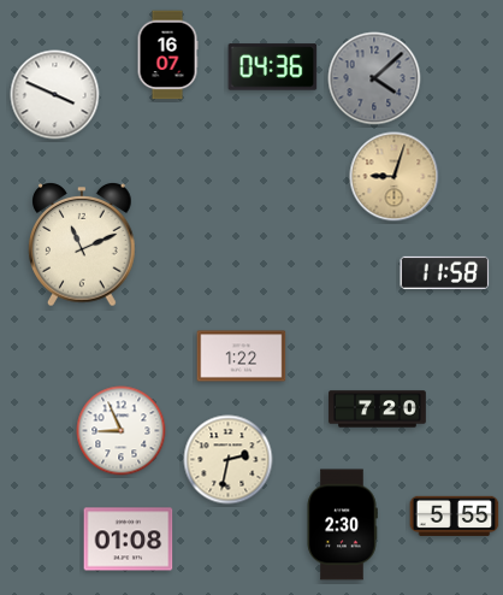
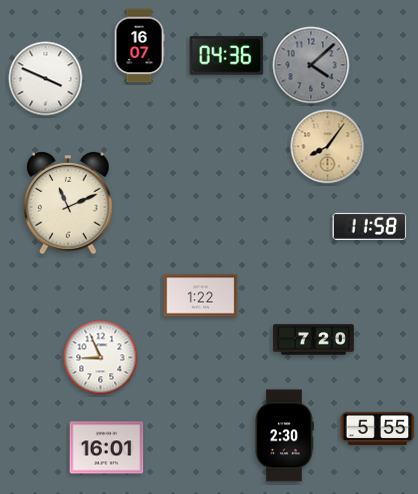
clock at (395, 177): 9:03 -> 8:06
clock at (229, 460): 2:32 -> none
clock at (129, 540): 01:08 -> 16:01
